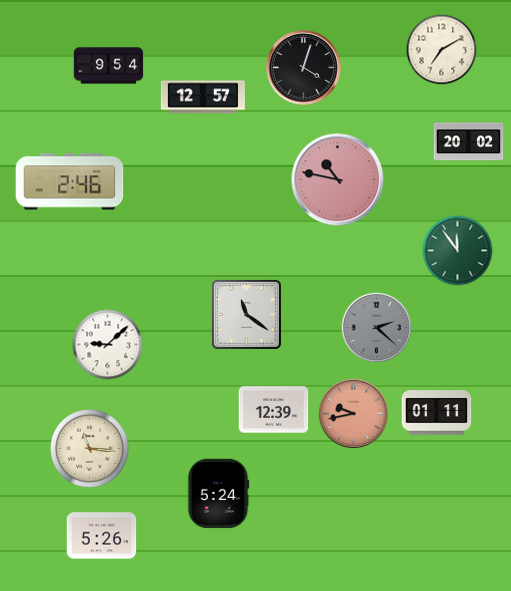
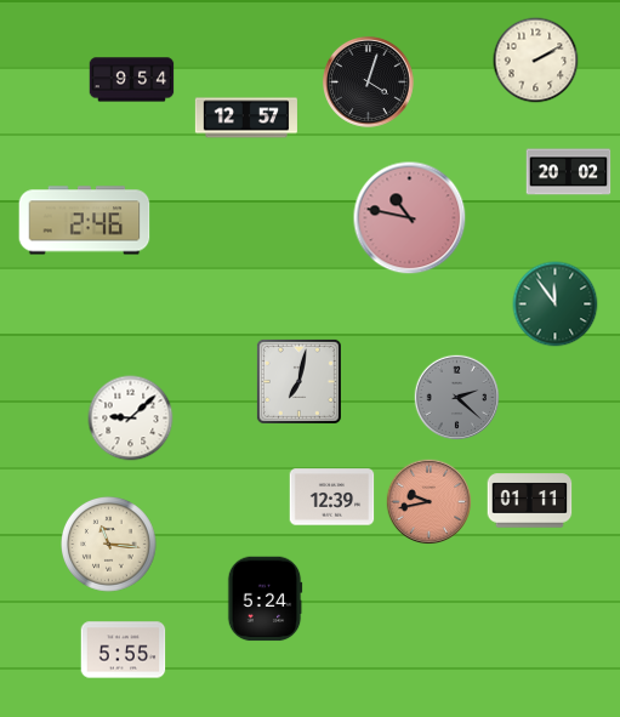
clock at (442, 50): 7:10 -> 2:10
clock at (246, 314): 11:21 -> 7:02
clock at (102, 536): 5:26 -> 5:55
